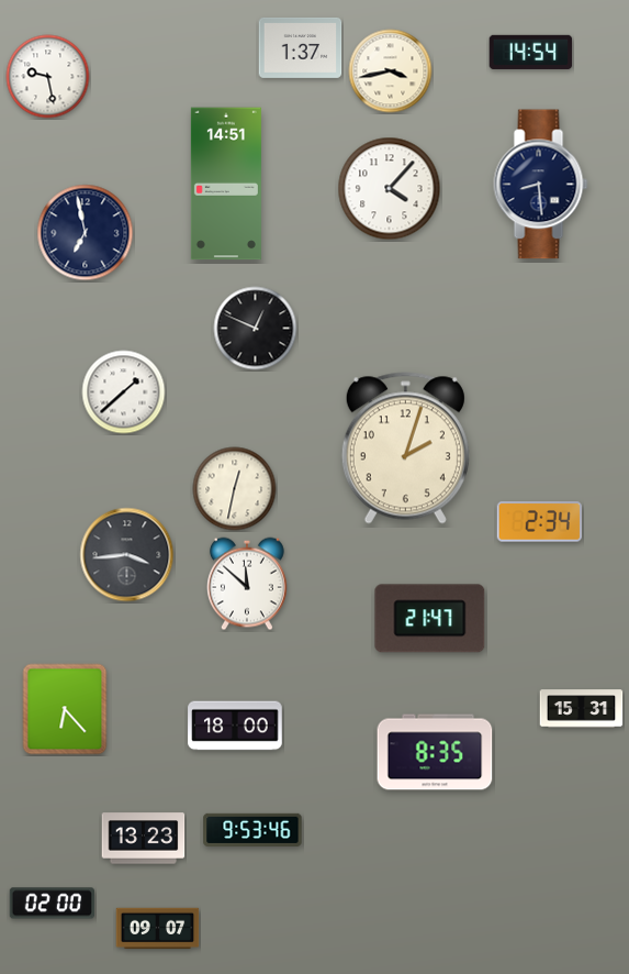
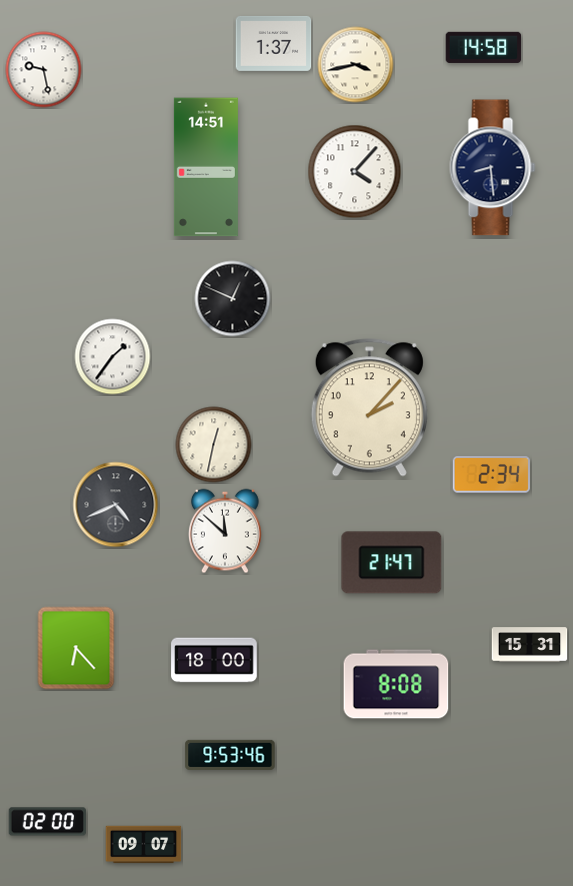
clock at (531, 52): 14:54 -> 14:58
clock at (86, 233): 6:58 -> none
clock at (124, 392): 1:38 -> 1:36
clock at (405, 449): 2:03 -> 2:07
clock at (127, 555): 3:44 -> 4:41
clock at (65, 709) position: (65, 709) -> (76, 648)
clock at (435, 752): 8:35 -> 8:08
clock at (144, 839): 13:23 -> none
